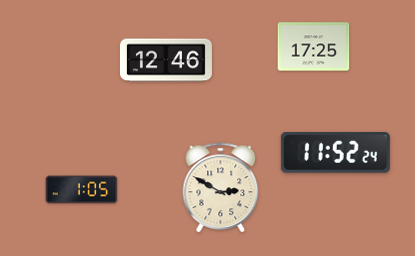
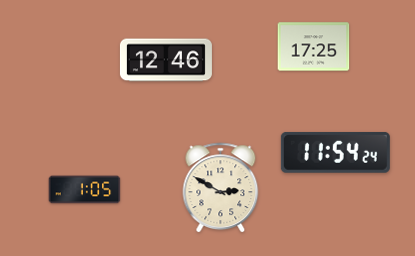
clock at (335, 152): 11:52 -> 11:54
clock at (82, 190) position: (82, 190) -> (85, 190)
